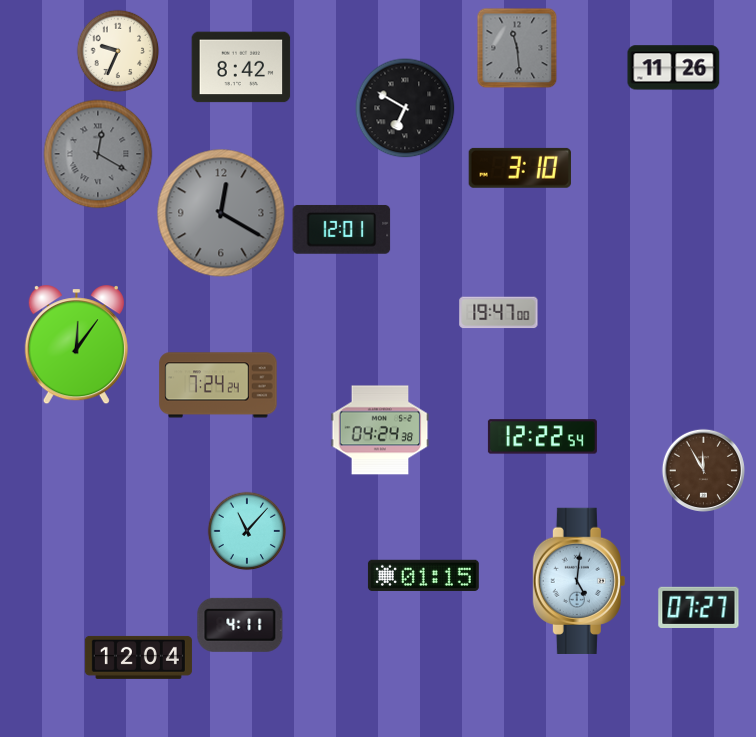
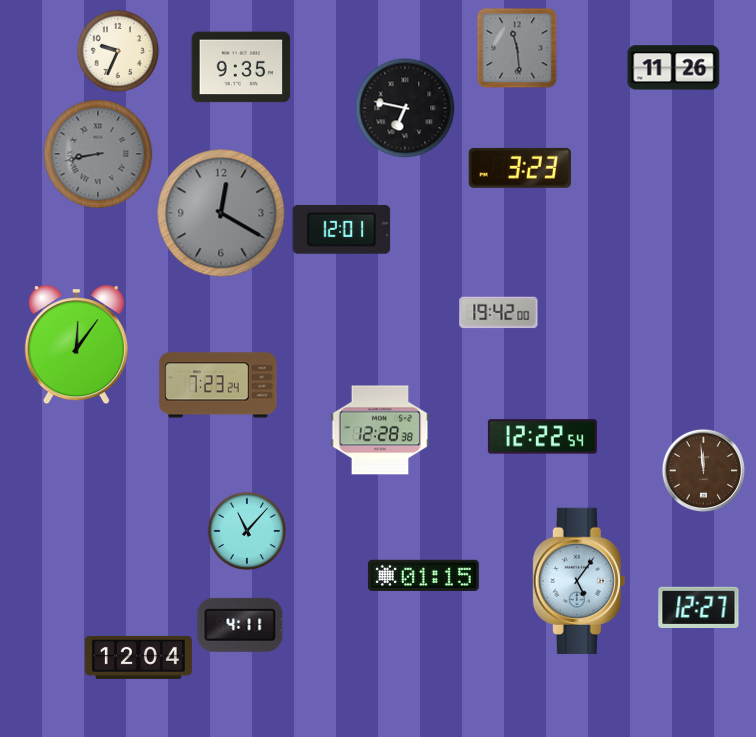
clock at (241, 67): 8:42 -> 9:35
clock at (405, 108): 6:50 -> 6:47
clock at (98, 154): 12:20 -> 8:43
clock at (520, 168): 3:10 -> 3:23
clock at (499, 313): 19:47 -> 19:42
clock at (218, 385): 7:24 -> 7:23
clock at (380, 430): 04:24 -> 12:28
clock at (703, 470): 11:55 -> 11:59
clock at (579, 581): 5:01 -> 5:06
clock at (699, 607): 07:27 -> 12:27
